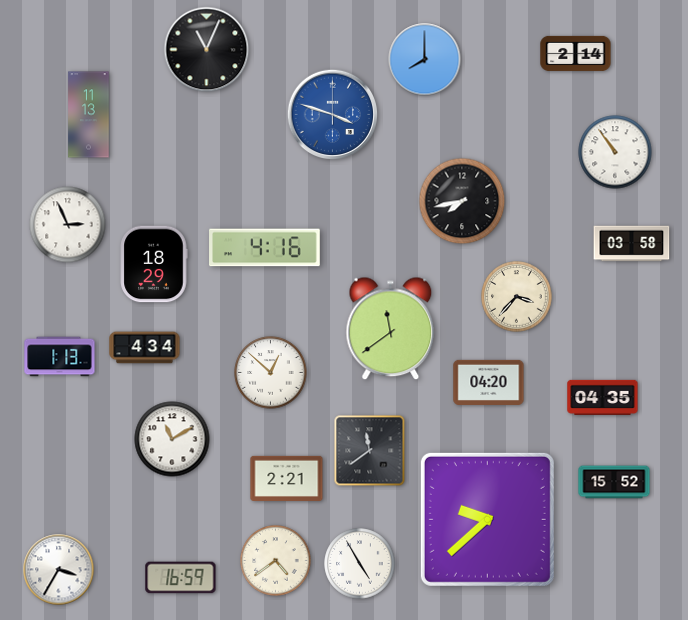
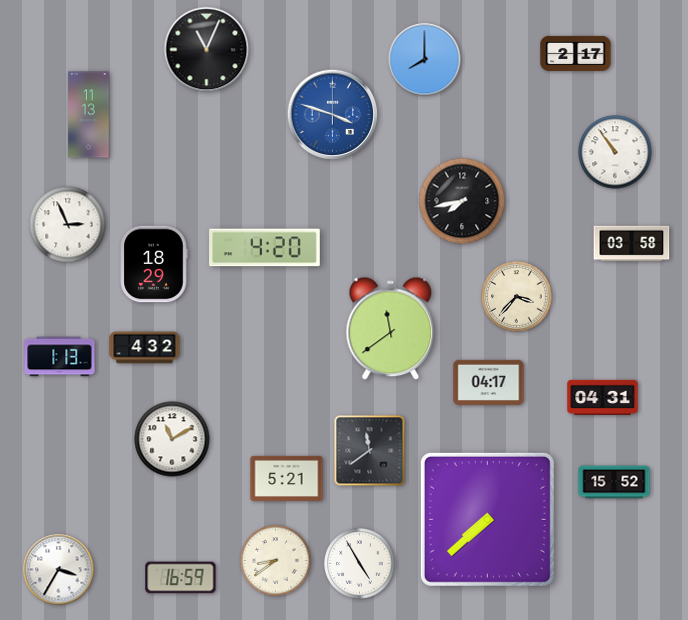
clock at (576, 53): 2:14 -> 2:17
clock at (265, 248): 4:16 -> 4:20
clock at (145, 348): 4:34 -> 4:32
clock at (271, 373): 12:52 -> none
clock at (489, 382): 04:20 -> 04:17
clock at (603, 397): 04:35 -> 04:31
clock at (287, 478): 2:21 -> 5:21
clock at (487, 519): 9:38 -> 7:38
clock at (276, 561): 4:39 -> 8:39
